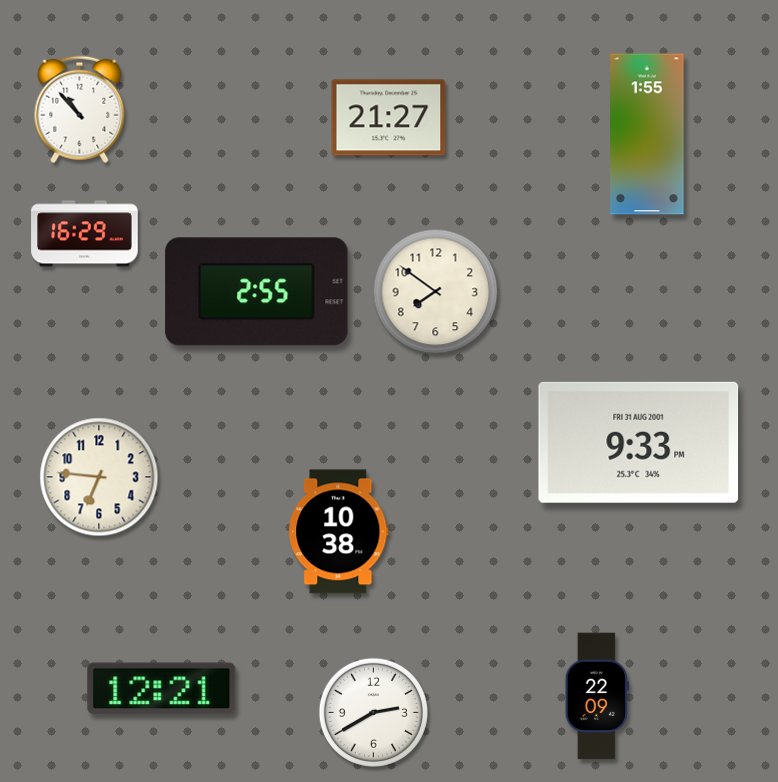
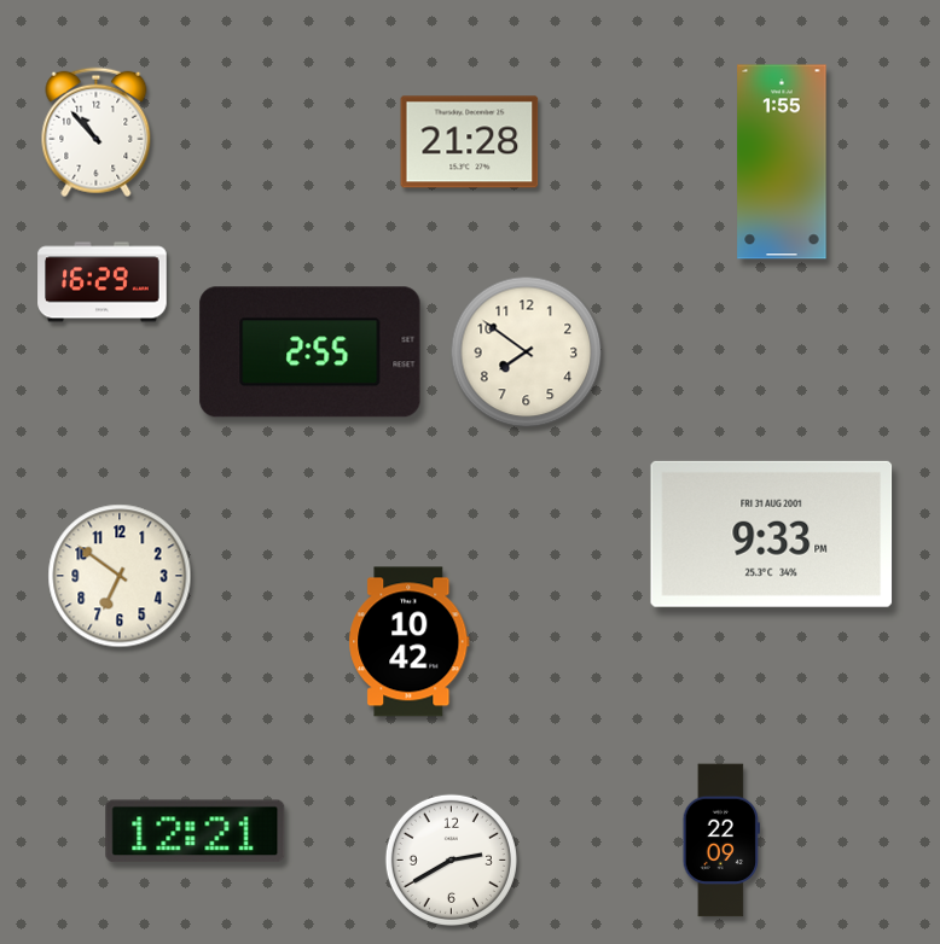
clock at (389, 118): 21:27 -> 21:28
clock at (99, 477): 6:46 -> 6:51
clock at (339, 532): 10:38 -> 10:42
